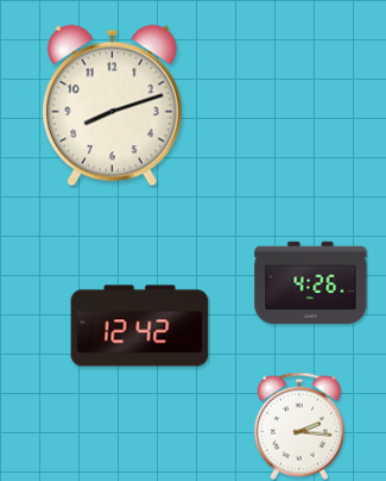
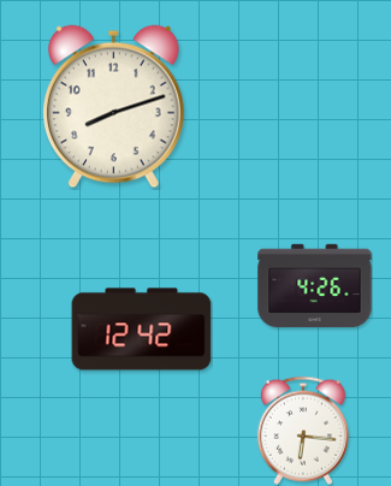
clock at (299, 426): 2:16 -> 6:16
